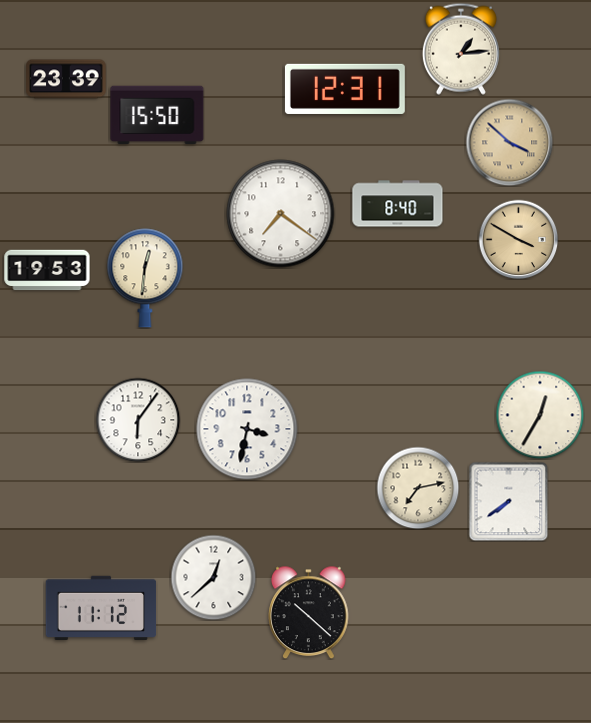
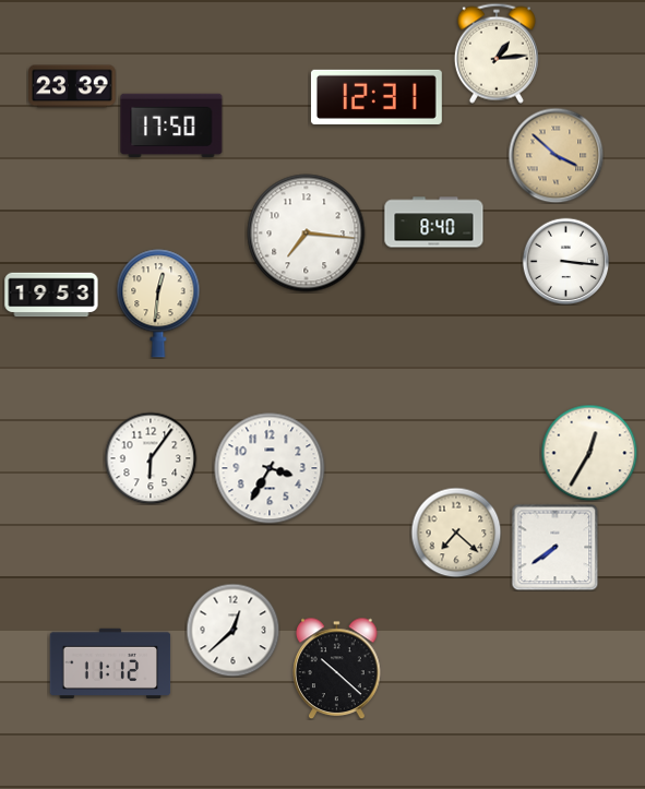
clock at (461, 49) position: (461, 49) -> (497, 53)
clock at (157, 115): 15:50 -> 17:50
clock at (281, 214): 7:21 -> 7:16
clock at (518, 239): 3:50 -> 3:16
clock at (518, 239) dial: champagne -> white
clock at (247, 429): 3:32 -> 3:35
clock at (418, 488): 7:13 -> 7:22
